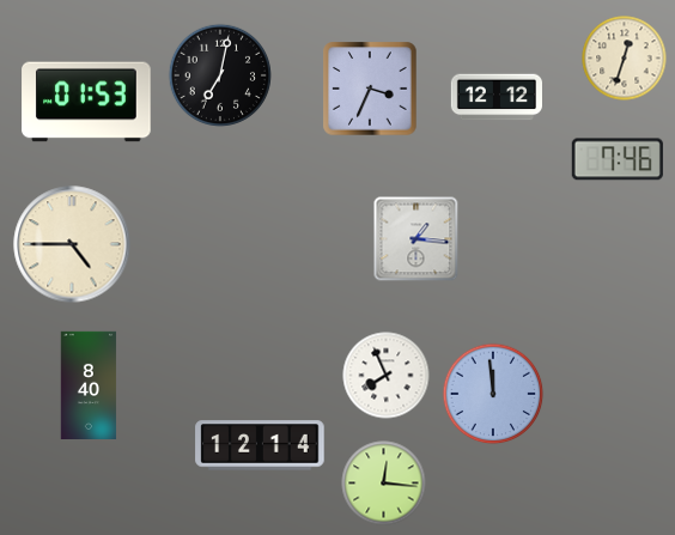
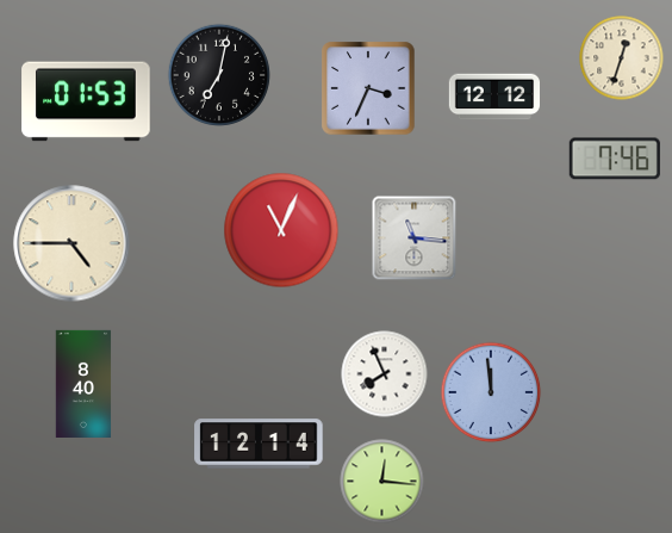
clock at (281, 230): none -> 11:04
clock at (416, 239): 1:16 -> 11:16
clock at (89, 384) position: (89, 384) -> (83, 383)
